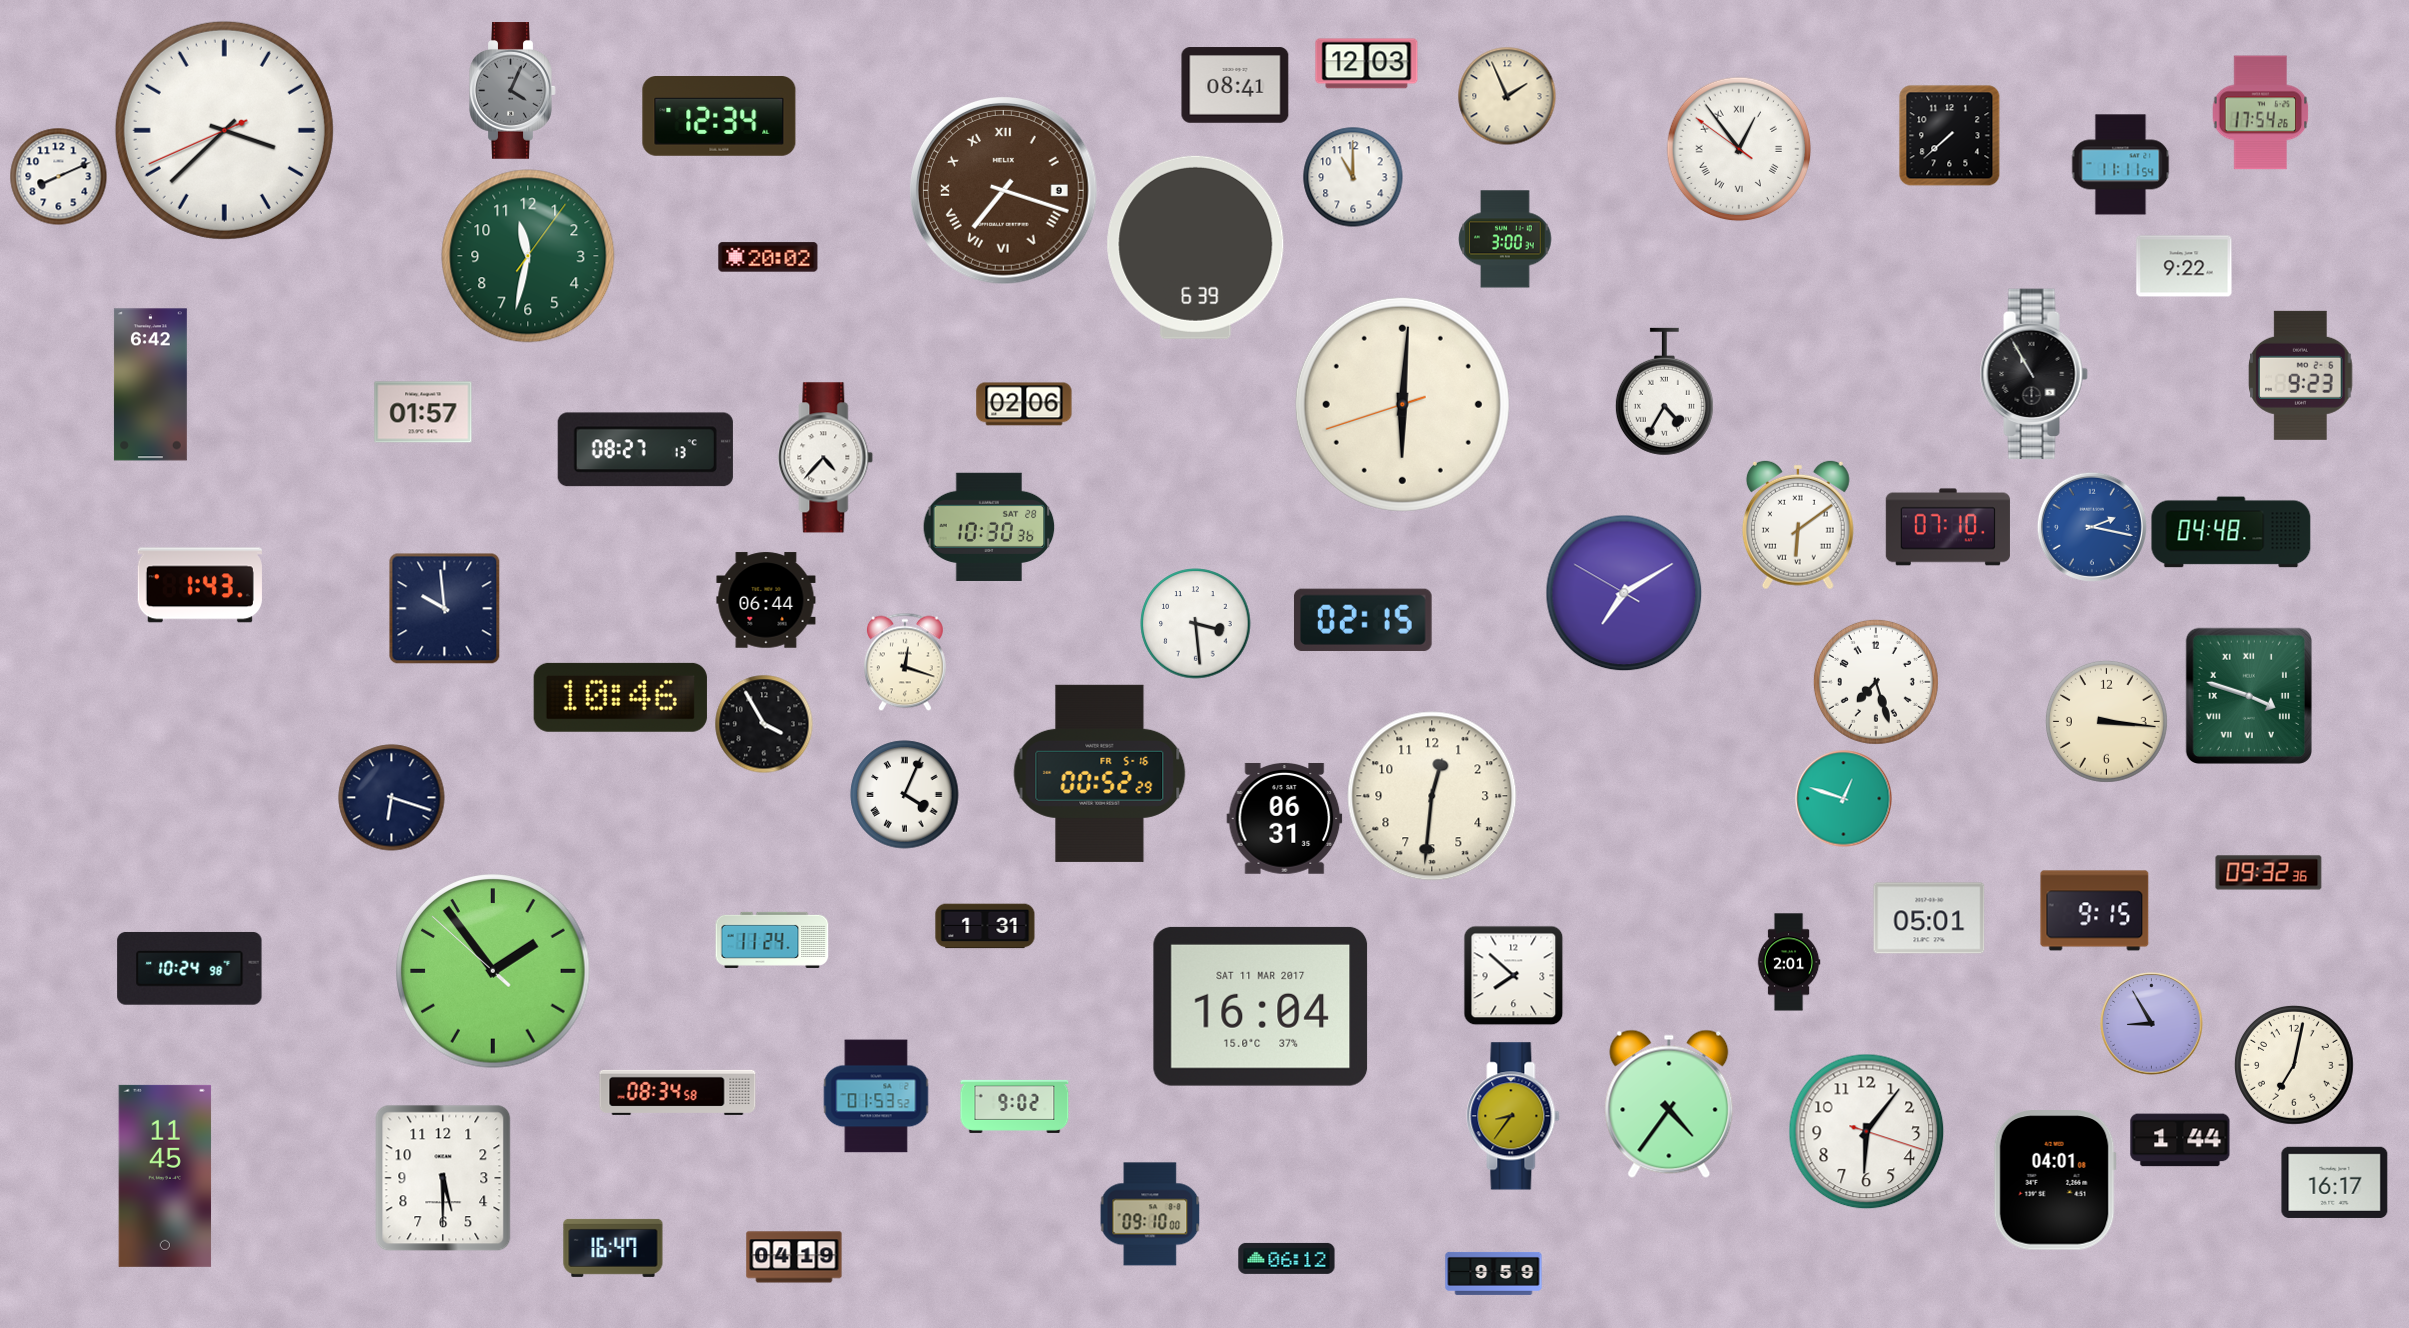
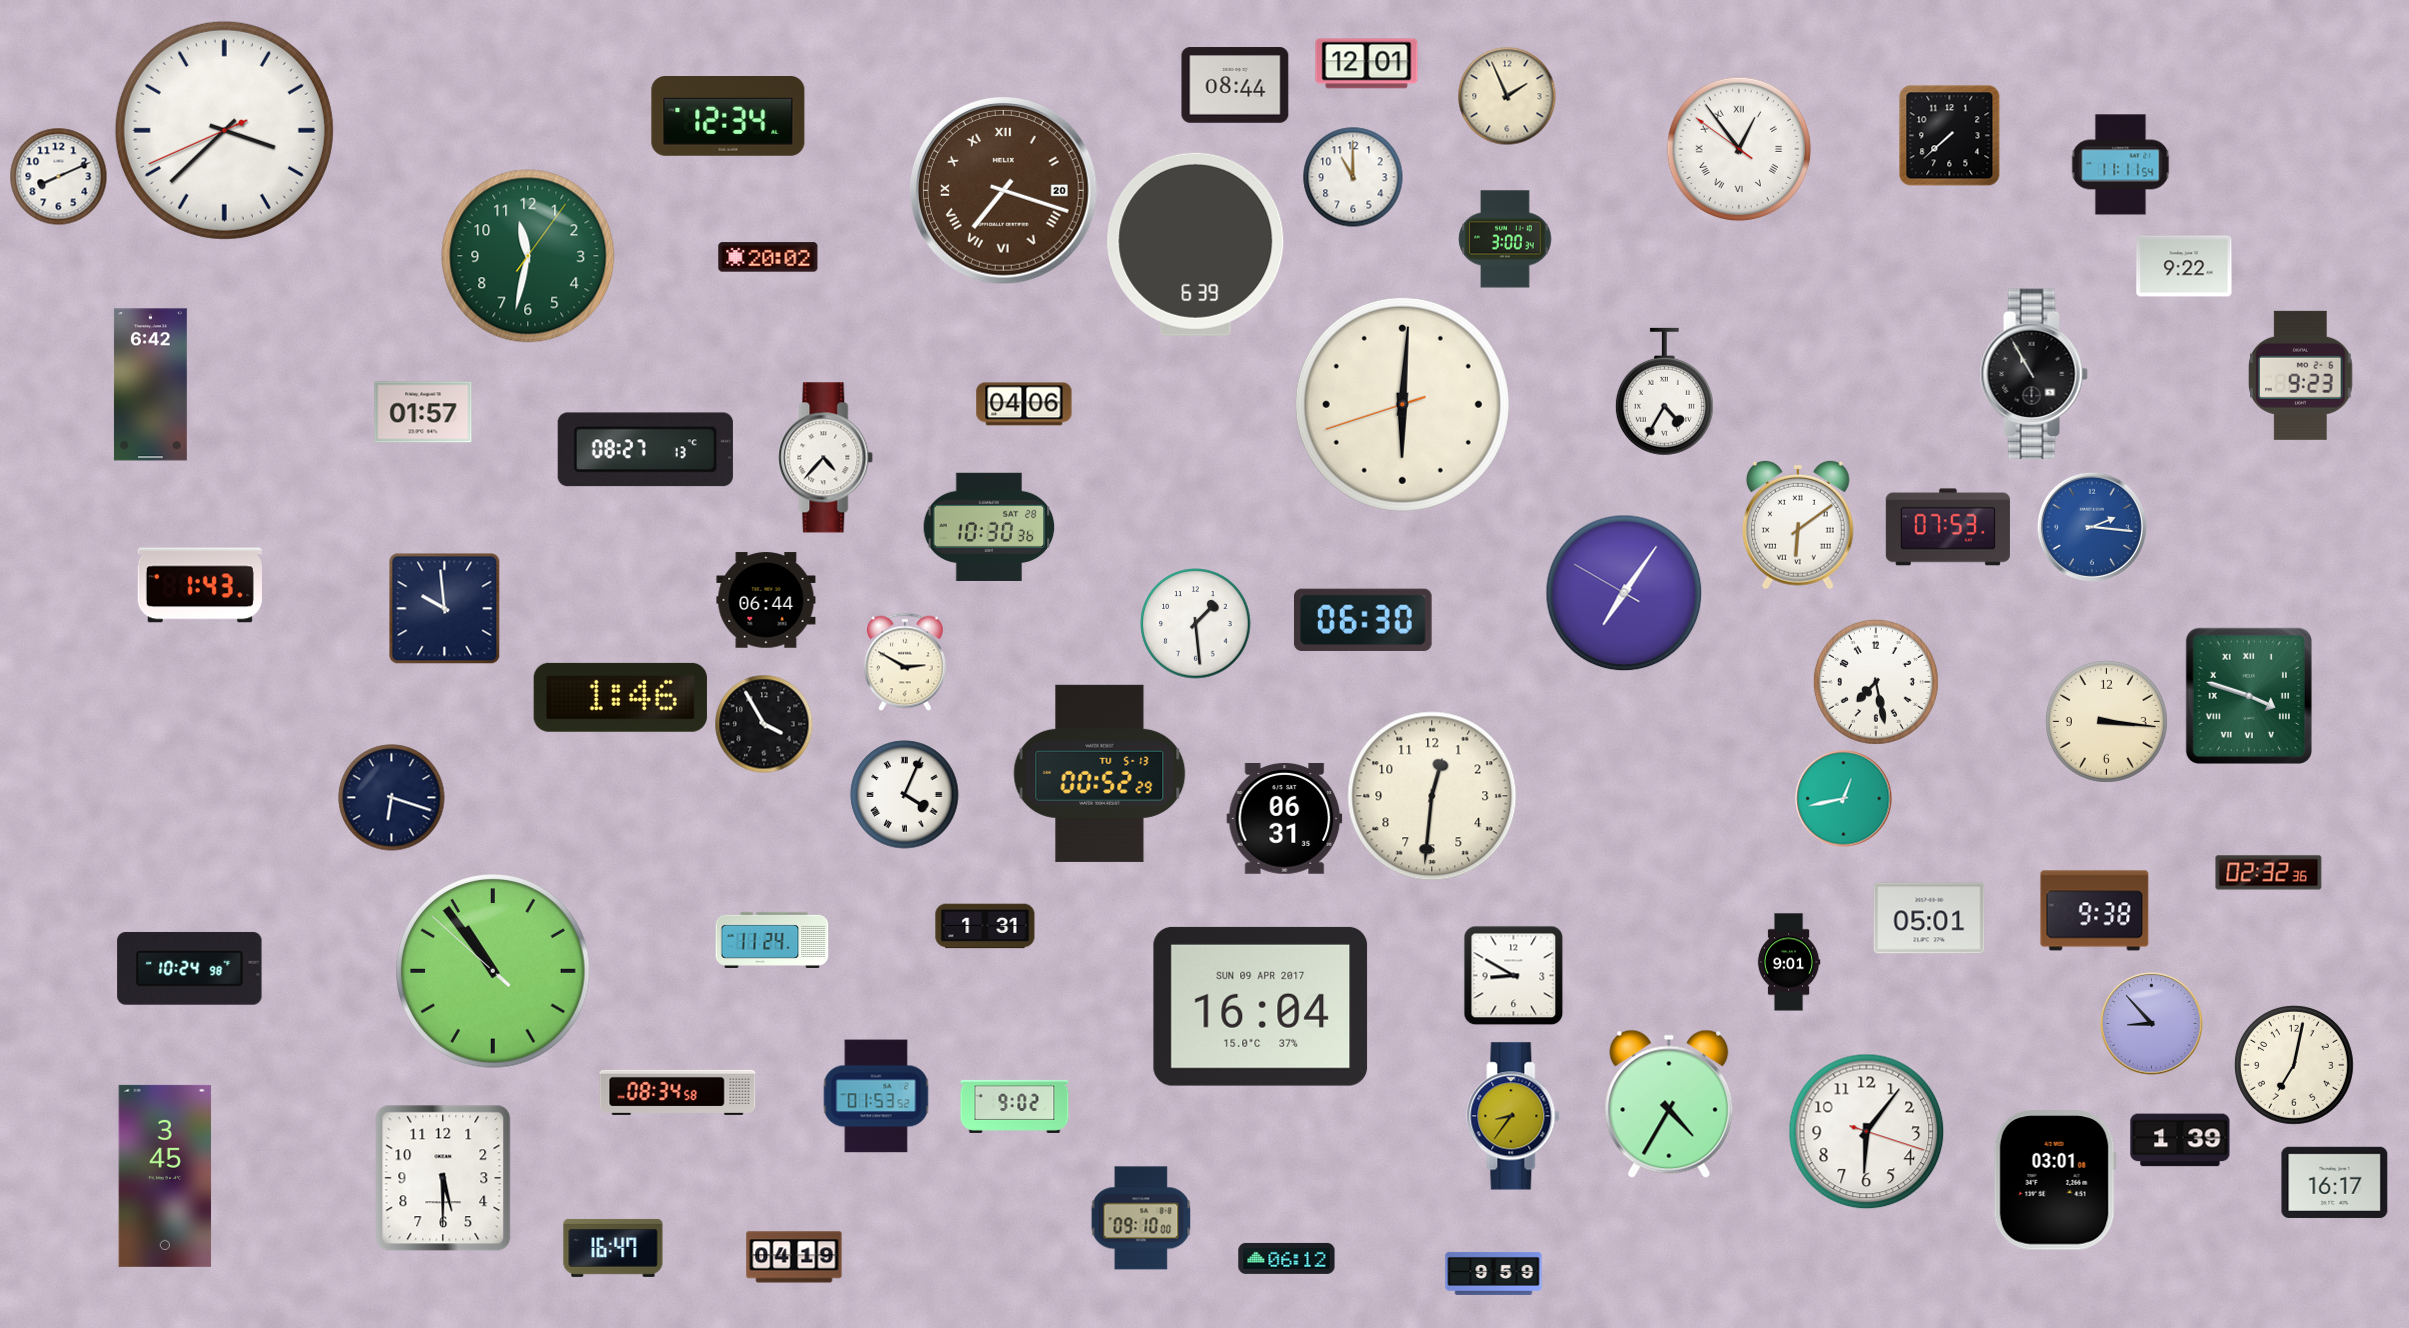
clock at (1367, 64): 12:03 -> 12:01
clock at (1235, 85): 08:41 -> 08:44
clock at (513, 91): 4:04 -> none
clock at (2261, 113): 17:54 -> none
clock at (719, 117) position: (719, 117) -> (728, 117)
clock at (1004, 191) date: 9 -> 20
clock at (1196, 247) position: (1196, 247) -> (1196, 244)
clock at (1024, 404): 02:06 -> 04:06
clock at (1948, 527): 07:10 -> 07:53
clock at (2092, 527): 2:17 -> 2:16
clock at (2231, 532): 04:48 -> none
clock at (1624, 593): 7:09 -> 7:05
clock at (1363, 620): 02:15 -> 06:30
clock at (1196, 624): 3:29 -> 1:29
clock at (905, 662): 12:18 -> 2:50
clock at (1876, 682): 7:27 -> 7:28
clock at (620, 697): 10:46 -> 1:46
clock at (1100, 773) date: FR 5-16 -> TU 5-13
clock at (1844, 799): 12:48 -> 12:43
clock at (2269, 873): 09:32 -> 02:32
clock at (2095, 911): 9:15 -> 9:38
clock at (1789, 962): 2:01 -> 9:01
clock at (493, 971): 1:53 -> 10:53
clock at (1513, 975): 7:52 -> 8:50
clock at (1261, 1006) date: SAT 11 MAR 2017 -> SUN 09 APR 2017
clock at (2152, 1024): 8:55 -> 8:53
clock at (1669, 1104): 4:36 -> 4:35
clock at (2180, 1140): 1:44 -> 1:39
clock at (165, 1176): 11:45 -> 3:45
clock at (2055, 1180): 04:01 -> 03:01
clock at (1150, 1214) position: (1150, 1214) -> (1141, 1218)
